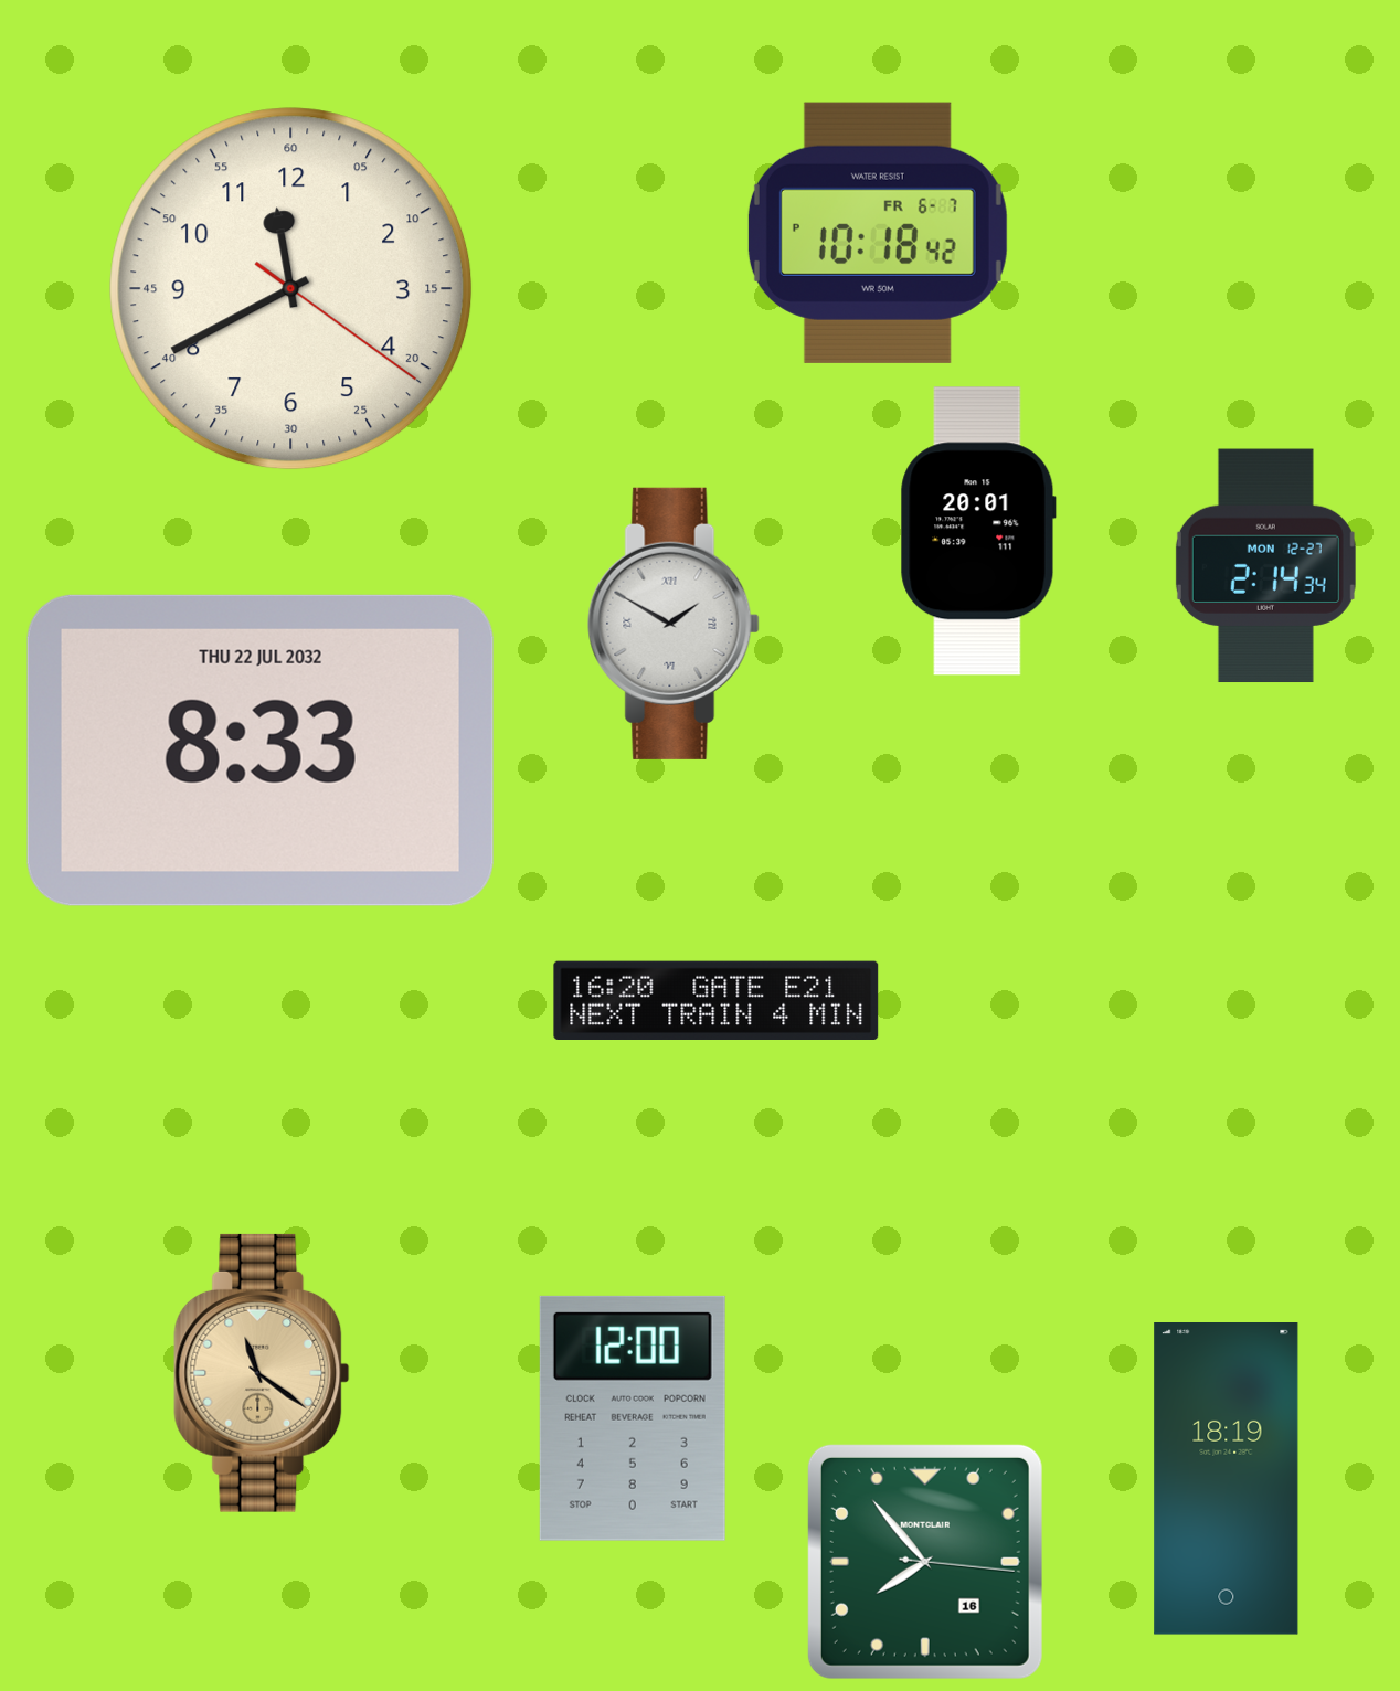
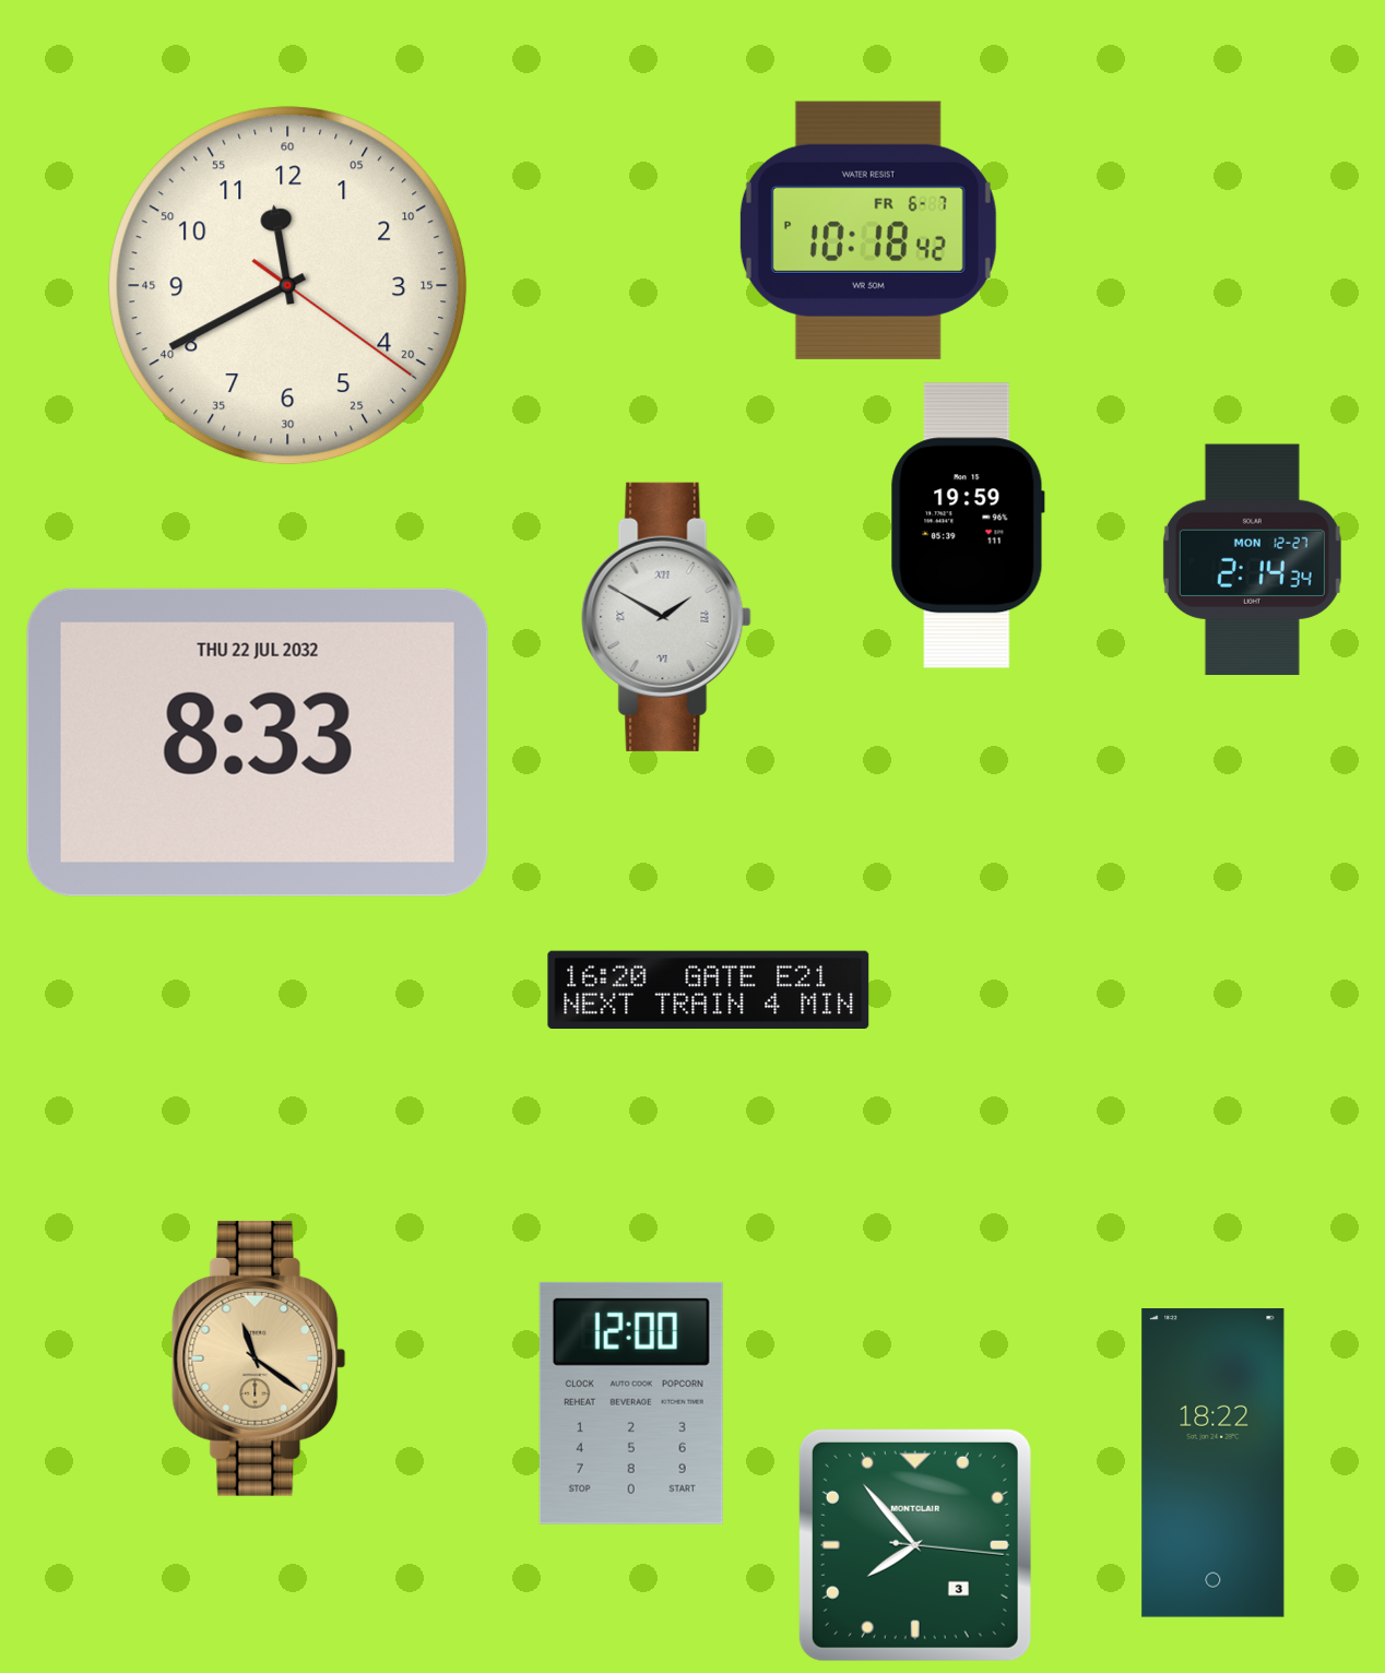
clock at (978, 531): 20:01 -> 19:59
clock at (633, 1418) position: (633, 1418) -> (631, 1403)
clock at (1227, 1479): 18:19 -> 18:22
clock at (925, 1562) date: 16 -> 3
